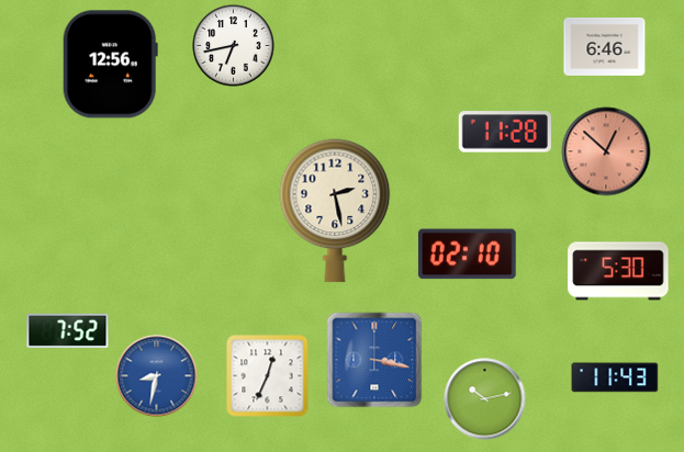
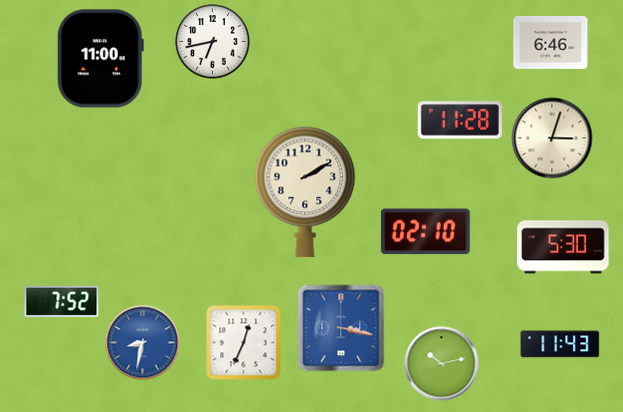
clock at (110, 65): 12:56 -> 11:00
clock at (606, 151): 12:52 -> 3:03
clock at (606, 151) dial: salmon -> cream
clock at (335, 211): 2:28 -> 2:10
